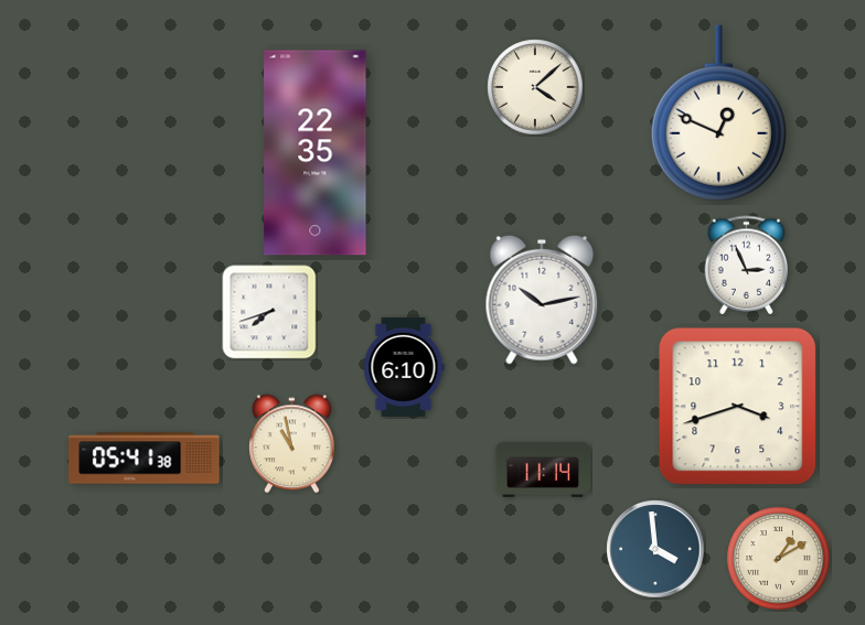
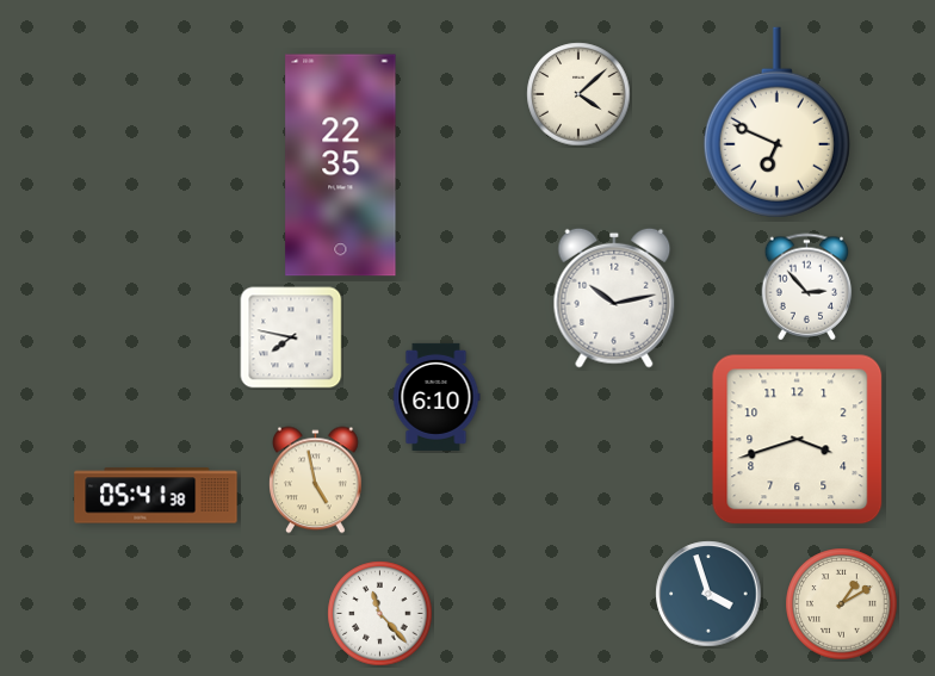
clock at (718, 114): 12:49 -> 6:49
clock at (747, 266): 2:56 -> 2:53
clock at (542, 300) position: (542, 300) -> (614, 298)
clock at (269, 312): 7:42 -> 7:47
clock at (292, 444): 10:58 -> 4:58
clock at (543, 470): 11:14 -> none
clock at (655, 549): 3:59 -> 3:57
clock at (380, 614): none -> 11:23
